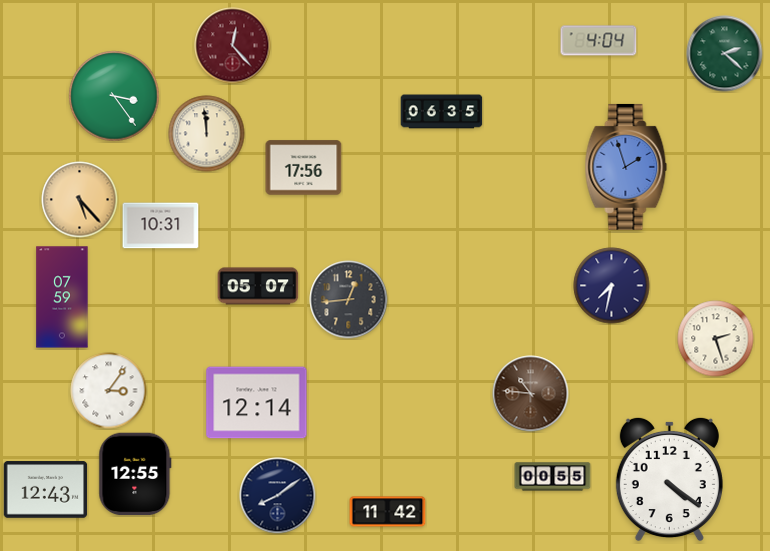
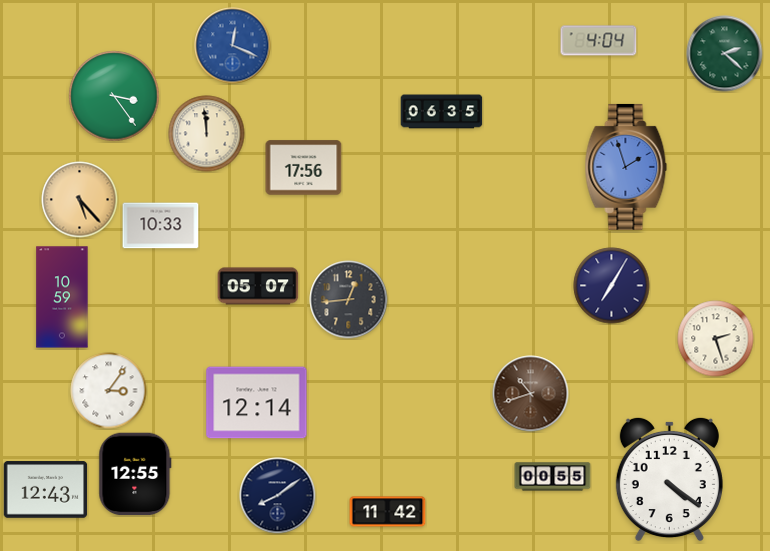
clock at (233, 46): 12:23 -> 12:19
clock at (233, 46) dial: burgundy -> blue
clock at (161, 226): 10:31 -> 10:33
clock at (612, 286): 7:32 -> 7:05
clock at (62, 297): 07:59 -> 10:59
clock at (531, 394): 10:46 -> 10:42
